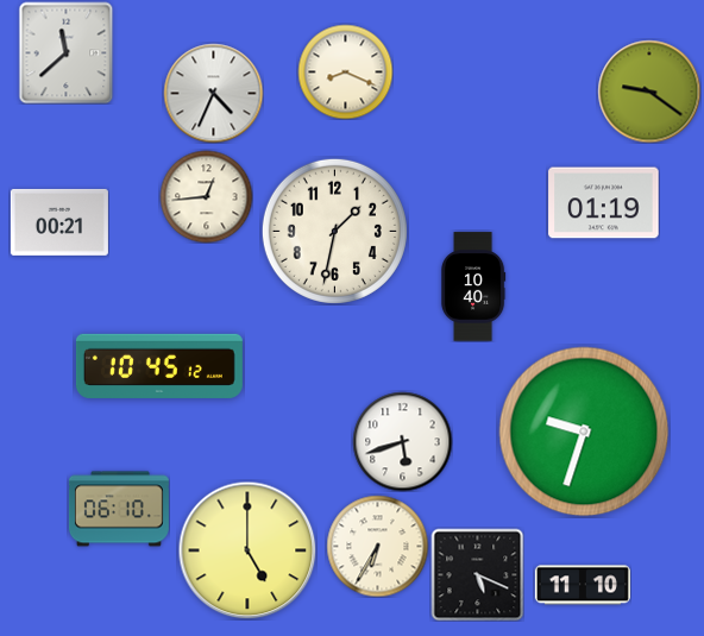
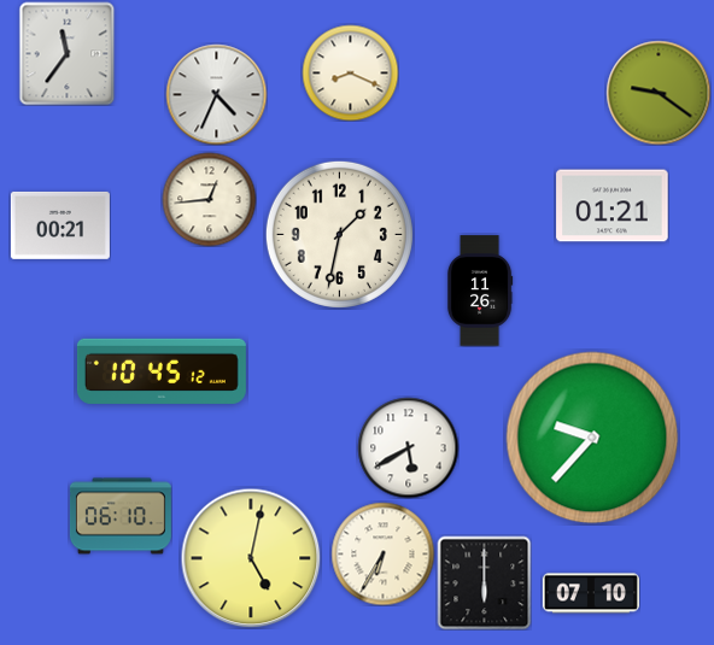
clock at (67, 52): 11:38 -> 11:36
clock at (604, 203): 01:19 -> 01:21
clock at (473, 286): 10:40 -> 11:26
clock at (584, 432): 9:33 -> 9:37
clock at (402, 441): 5:42 -> 5:40
clock at (247, 550): 5:00 -> 5:02
clock at (477, 574): 5:19 -> 6:00
clock at (583, 585): 11:10 -> 07:10
